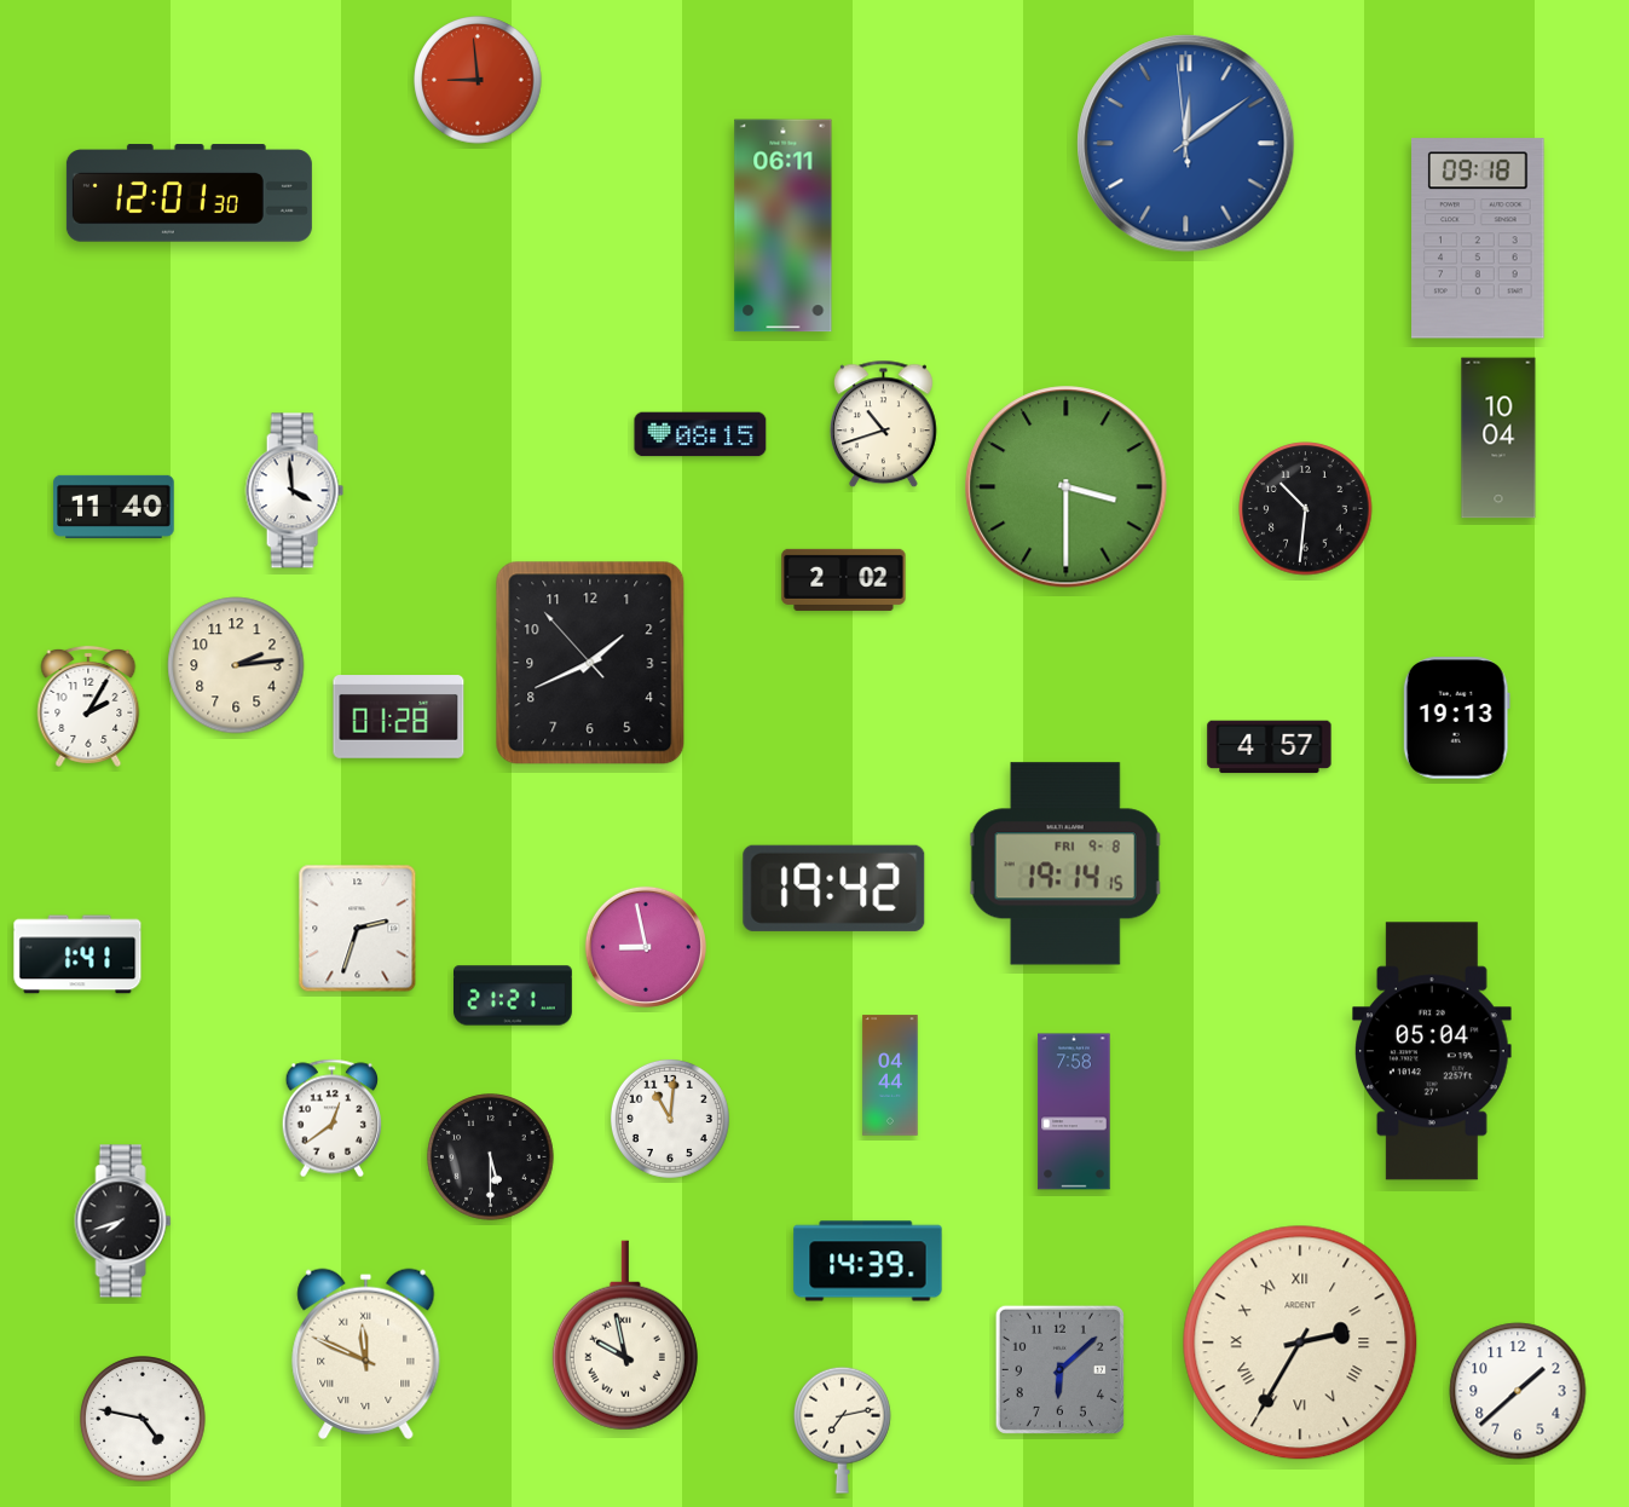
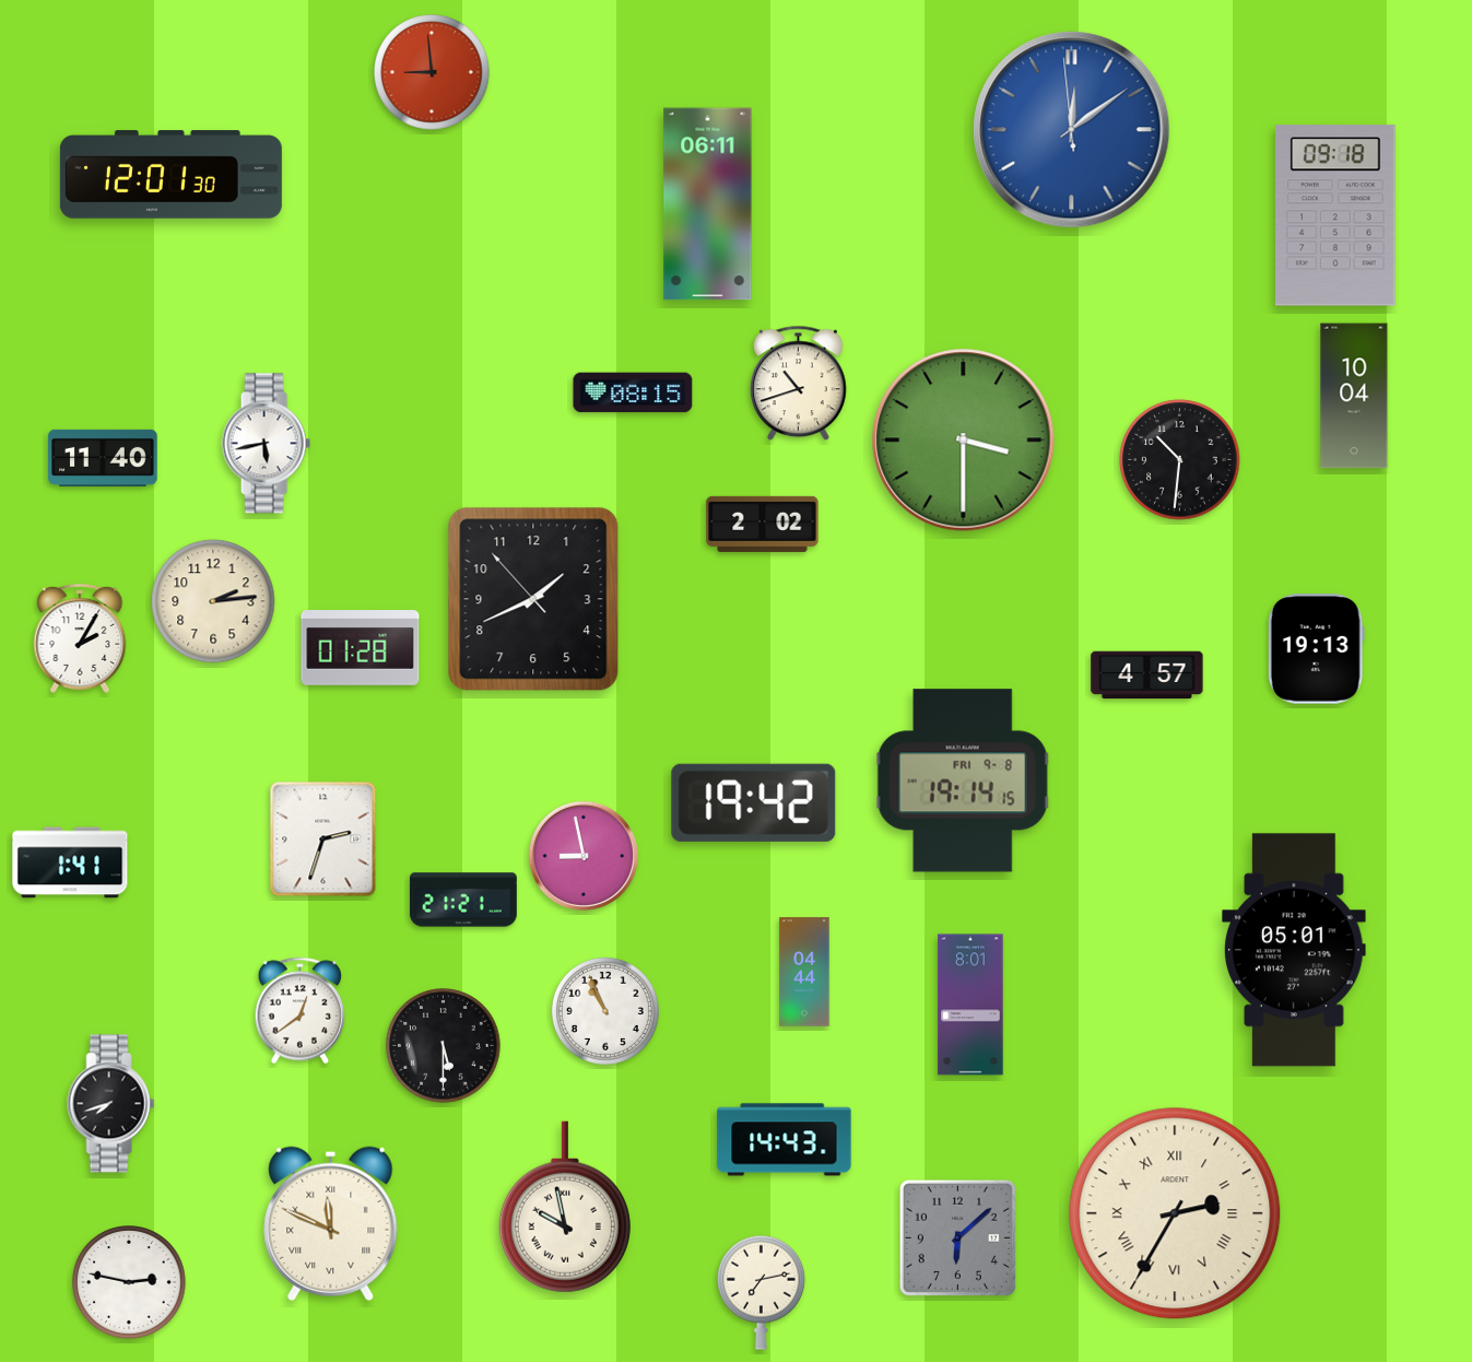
clock at (294, 491): 3:59 -> 5:43
clock at (1433, 1051): 05:04 -> 05:01
clock at (1074, 1112): 7:58 -> 8:01
clock at (670, 1119): 11:01 -> 10:56
clock at (868, 1261): 14:39 -> 14:43
clock at (1518, 1391): 1:38 -> none
clock at (143, 1419): 4:47 -> 2:47
